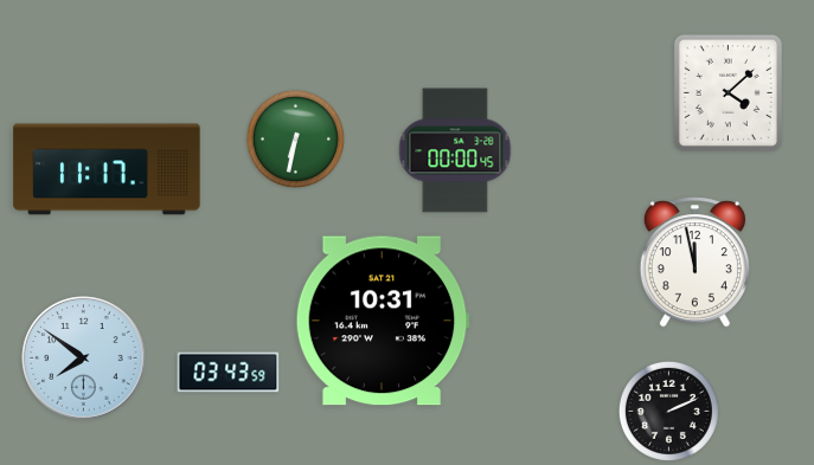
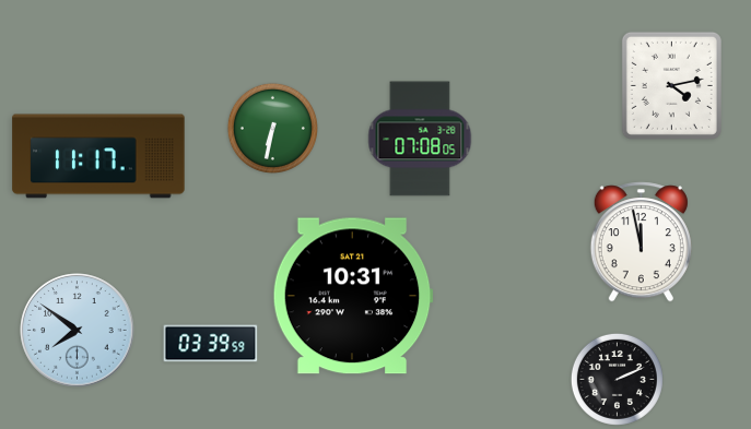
clock at (728, 92): 4:08 -> 4:13
clock at (455, 150): 00:00 -> 07:08
clock at (229, 373): 03:43 -> 03:39
